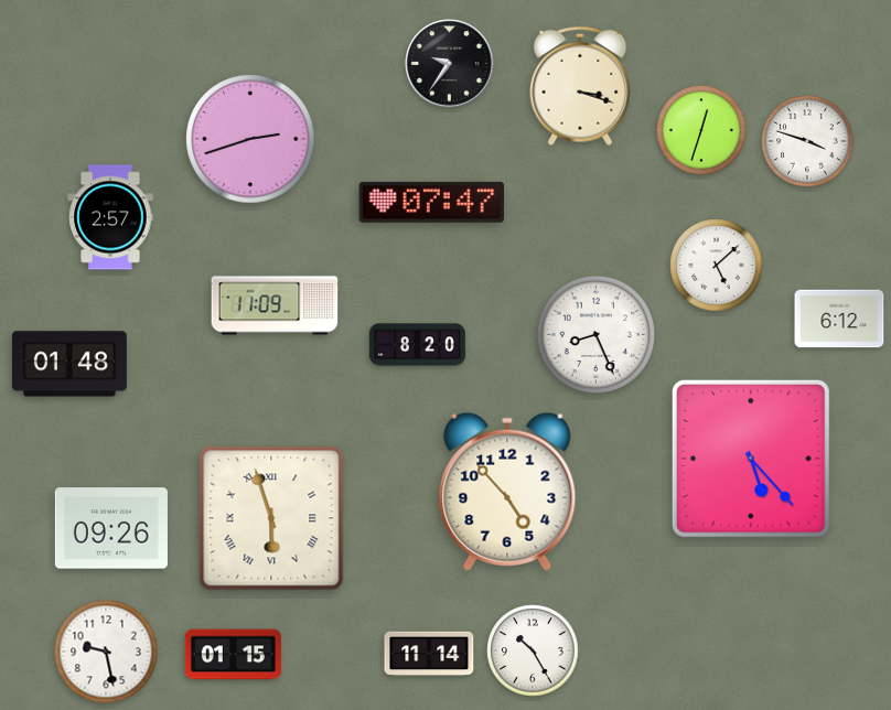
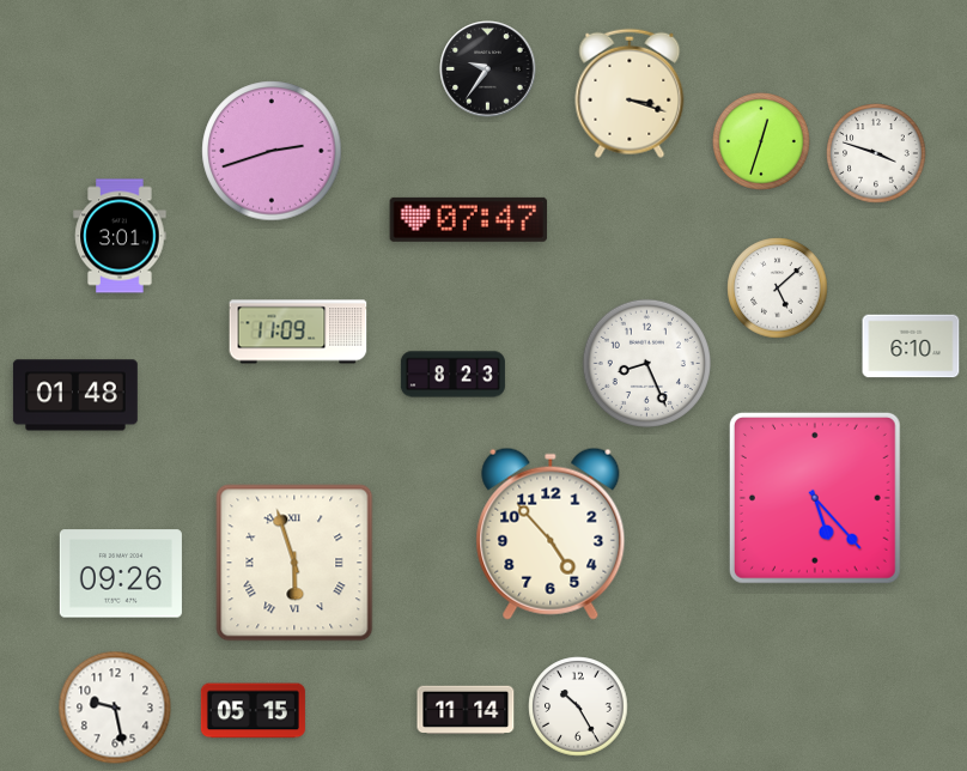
clock at (110, 217): 2:57 -> 3:01
clock at (839, 319): 6:12 -> 6:10
clock at (417, 345): 8:20 -> 8:23
clock at (233, 655): 01:15 -> 05:15
